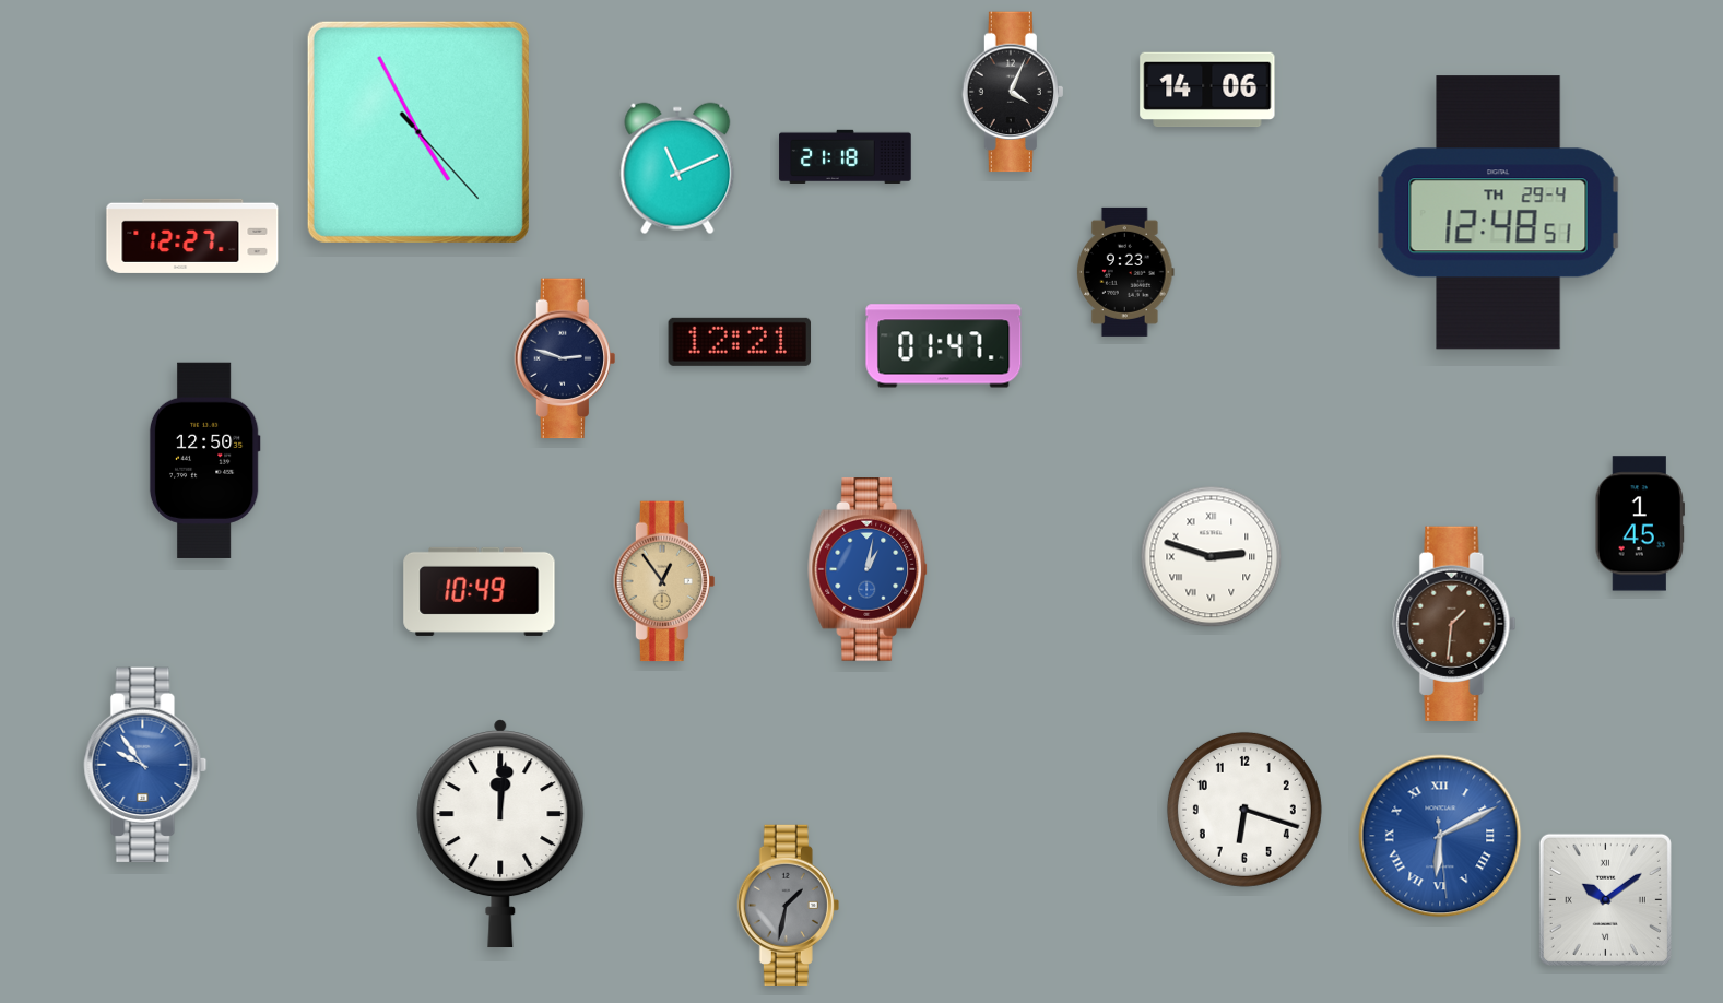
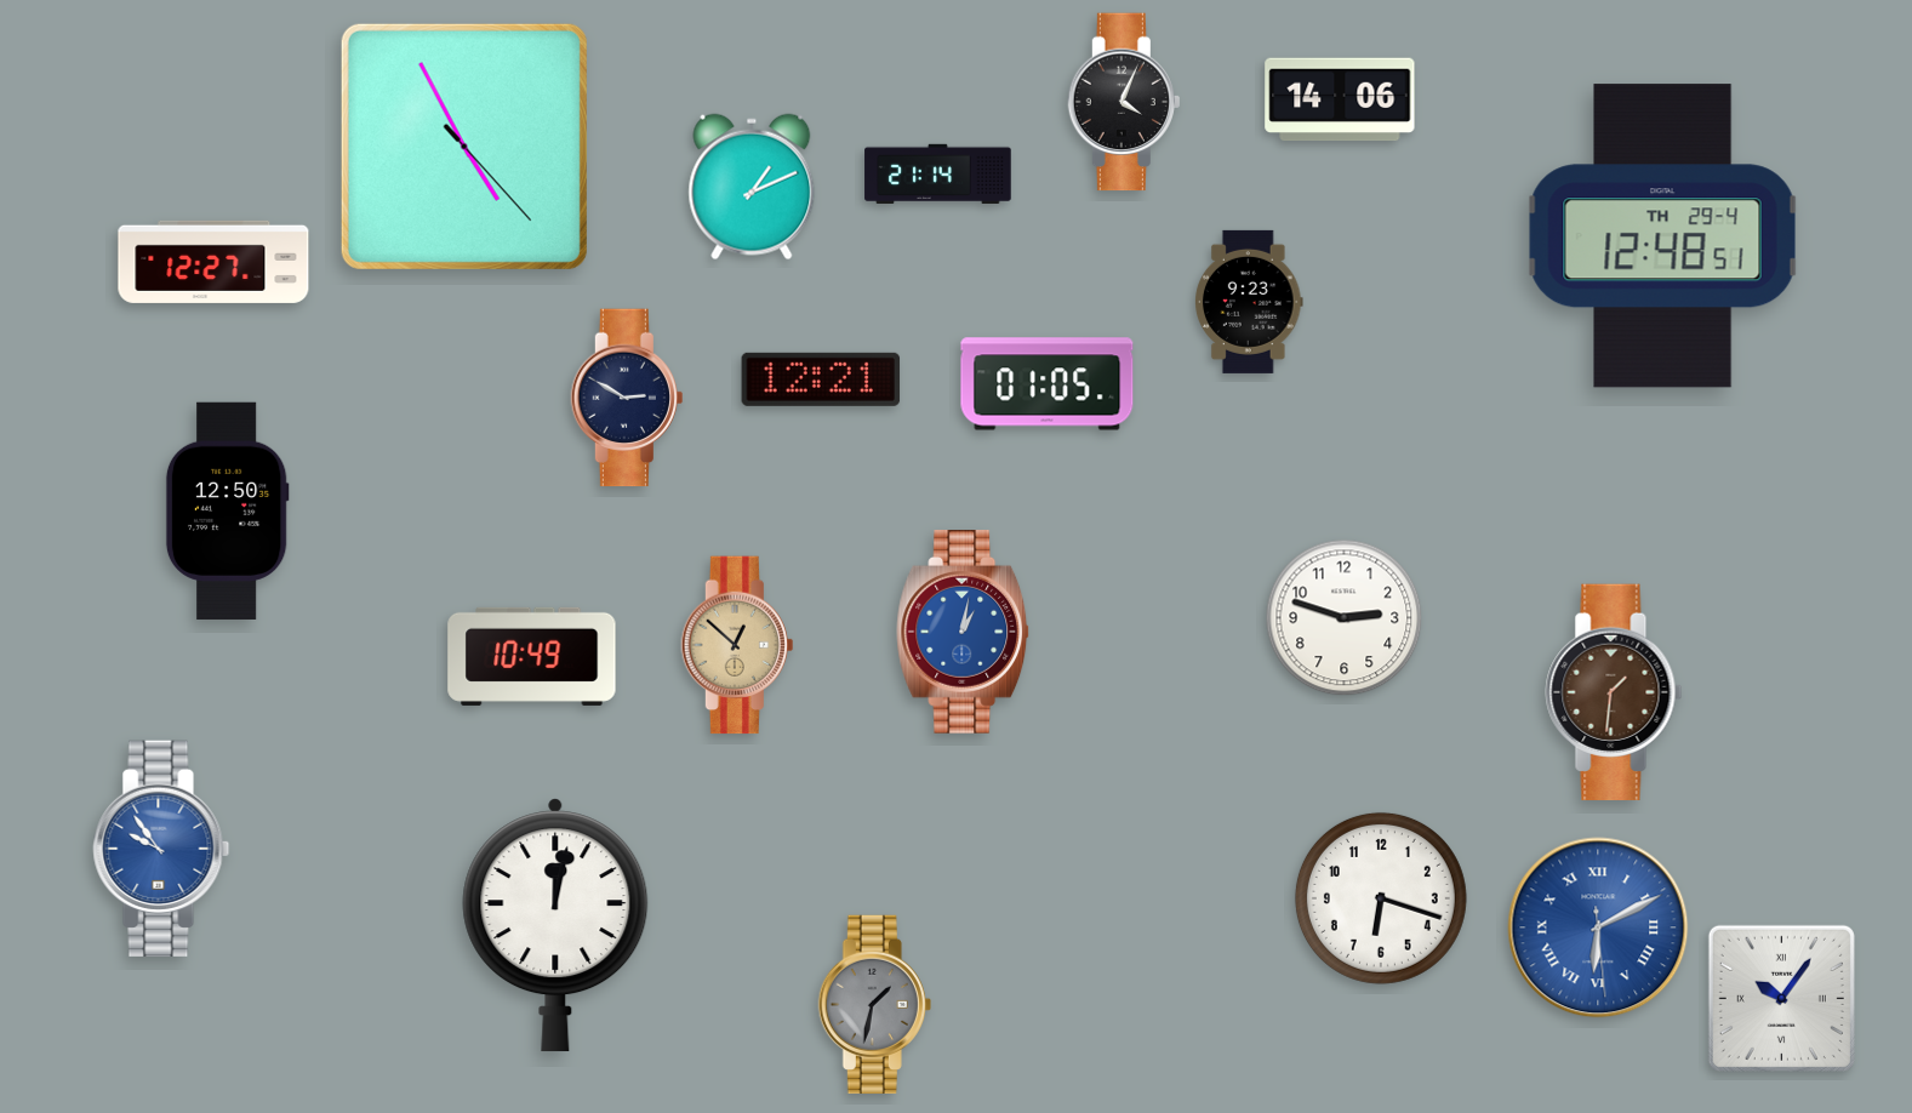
clock at (846, 156): 21:18 -> 21:14
clock at (677, 168): 11:11 -> 1:11
clock at (944, 346): 01:47 -> 01:05
clock at (564, 358): 2:48 -> 2:50
clock at (1639, 523): 1:45 -> none
clock at (1212, 557) numerals: Roman -> Arabic
clock at (663, 581): 12:54 -> 12:52
clock at (500, 834): 12:01 -> 12:02
clock at (1605, 899): 10:09 -> 10:06
